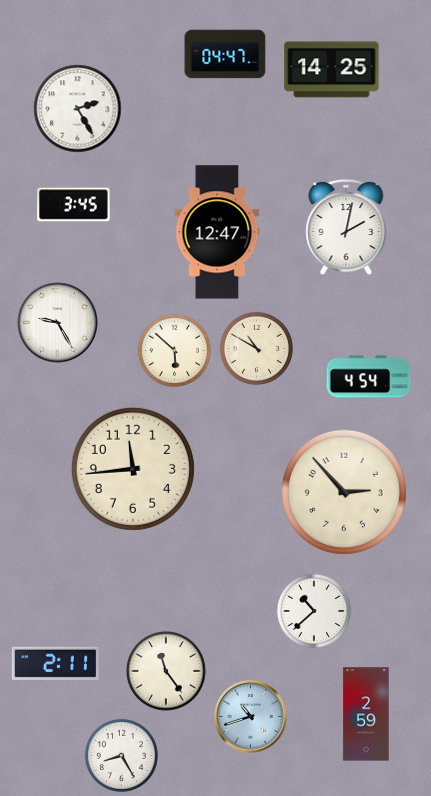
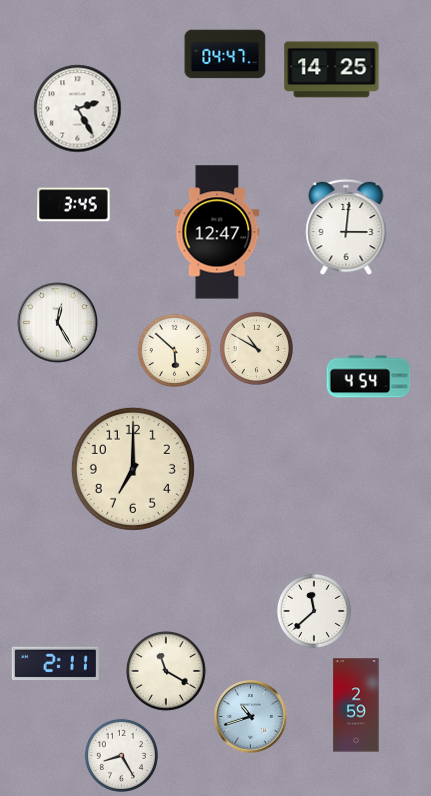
clock at (346, 227): 2:02 -> 3:01
clock at (58, 323): 9:25 -> 12:25
clock at (133, 469): 11:44 -> 7:00
clock at (344, 492): 2:53 -> none
clock at (314, 611): 10:38 -> 11:38
clock at (167, 672): 11:24 -> 11:20
clock at (366, 714) position: (366, 714) -> (356, 705)
